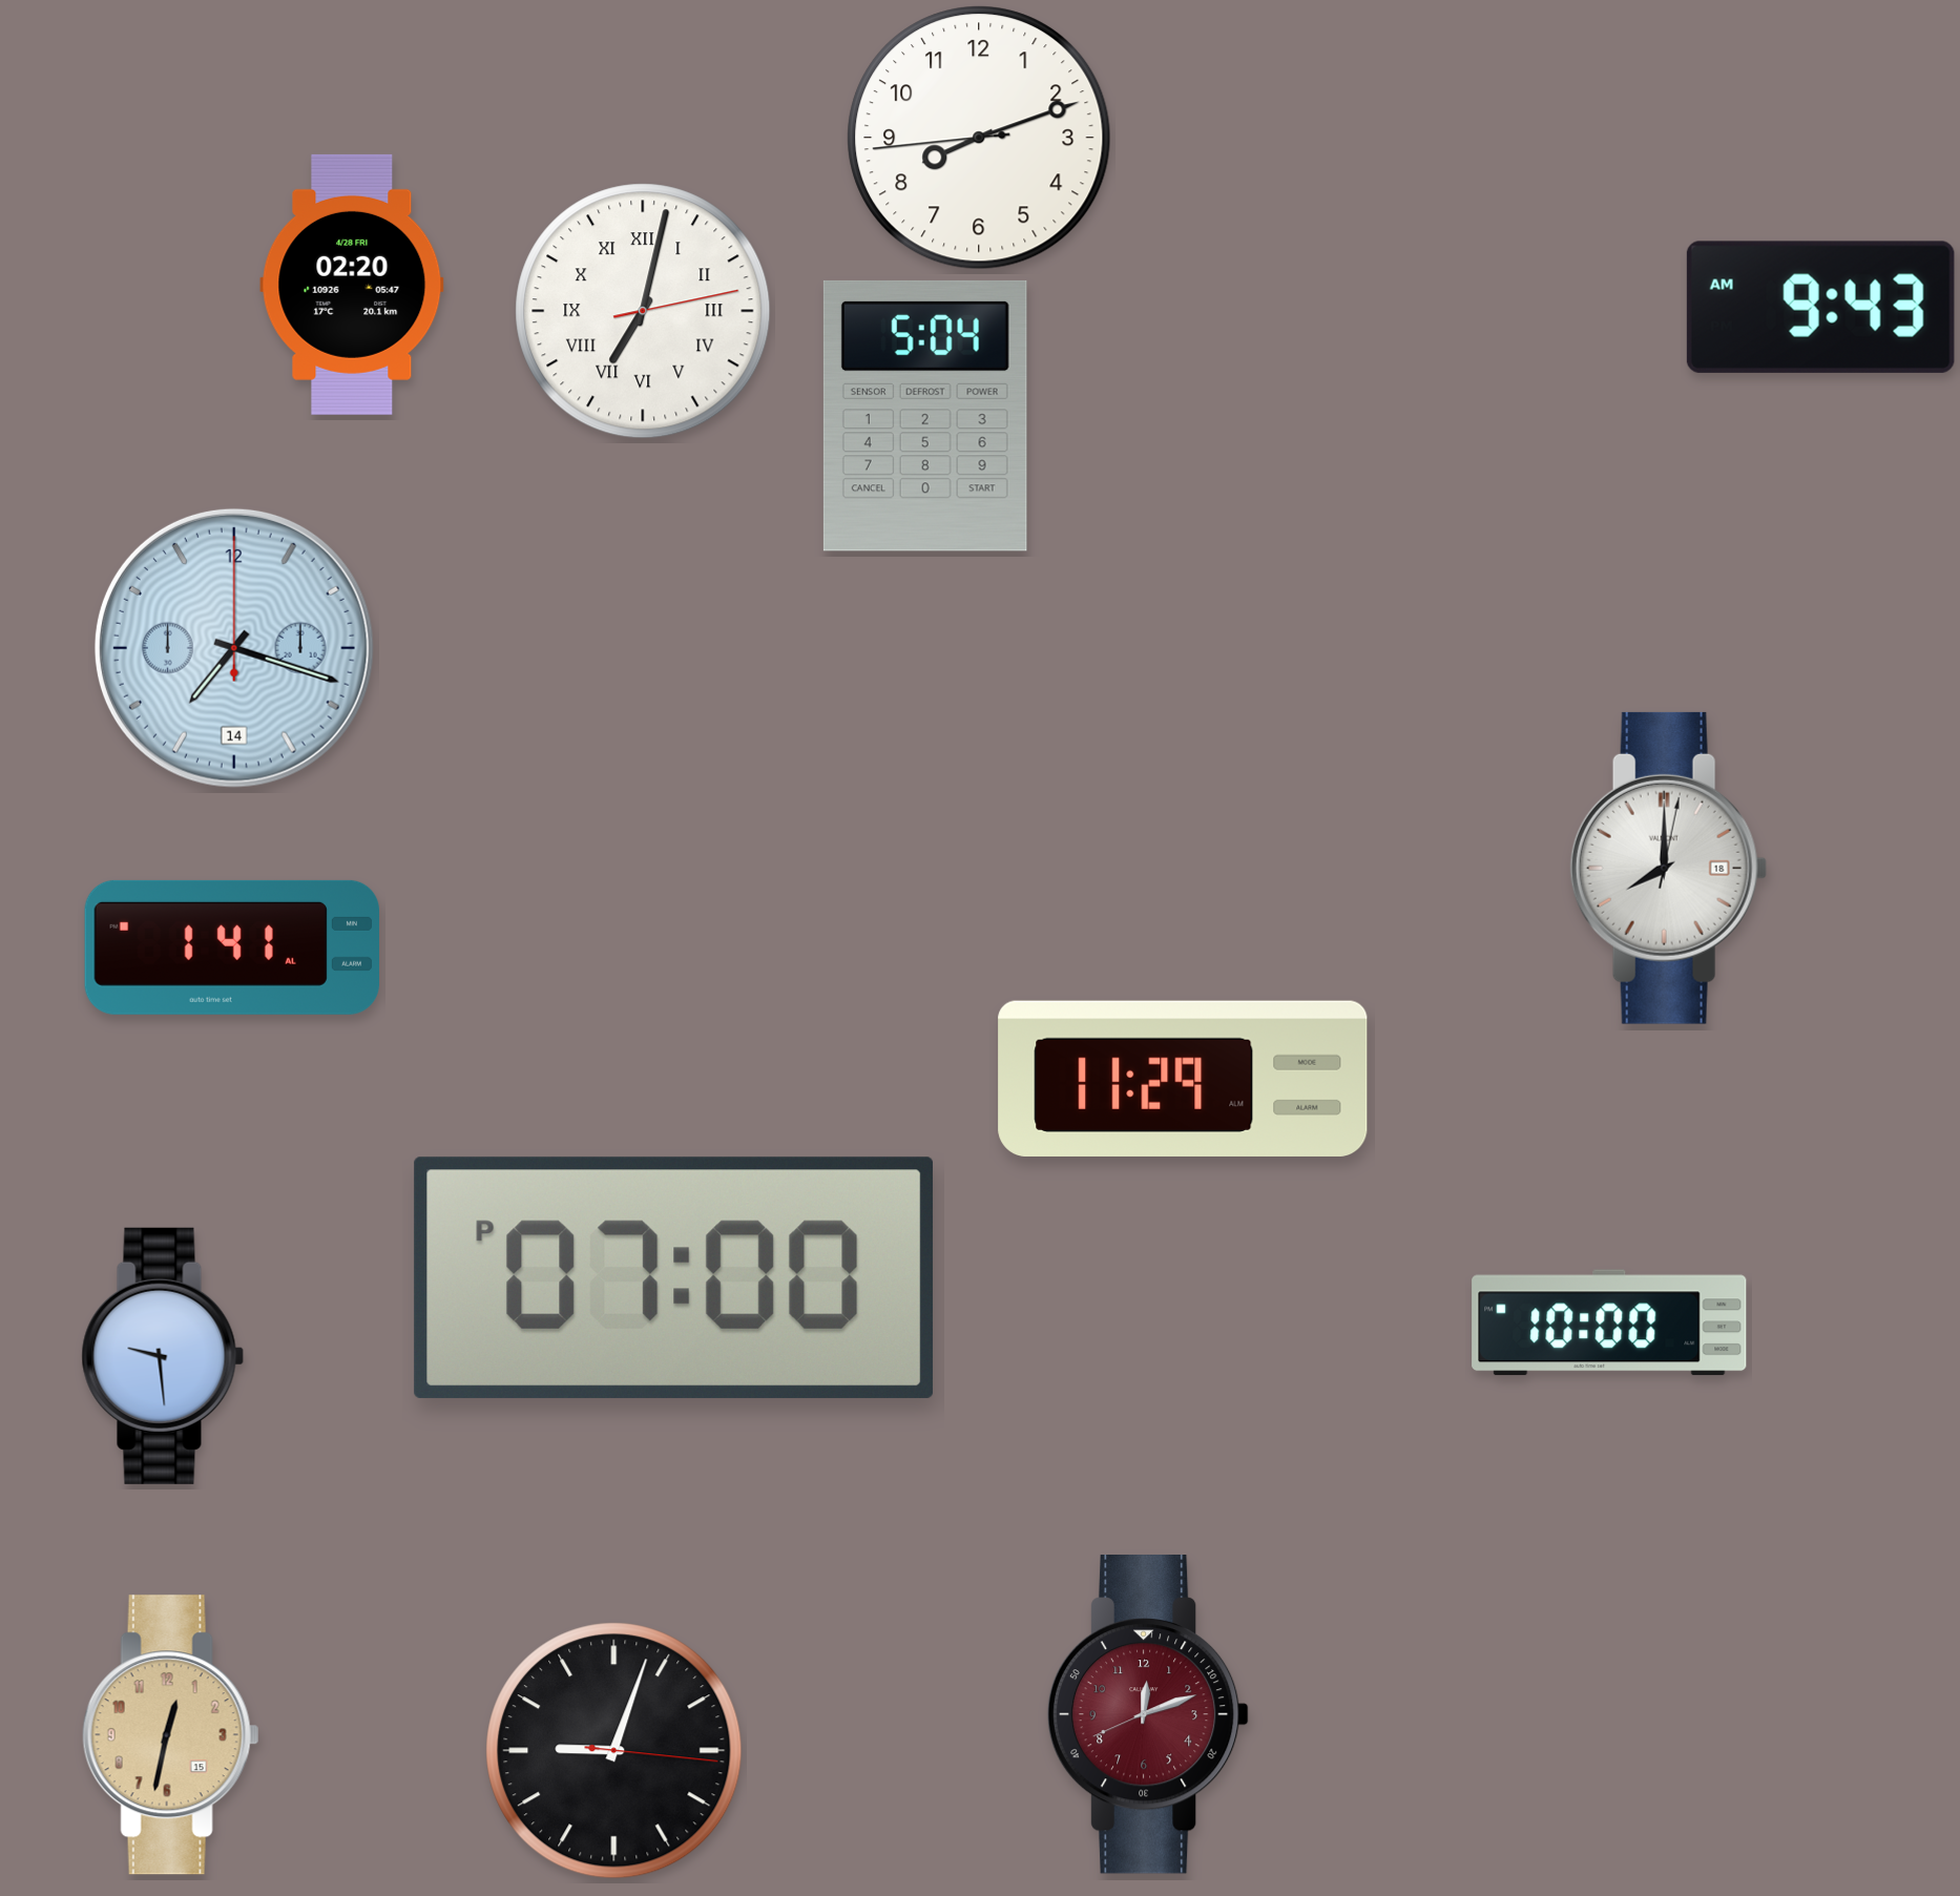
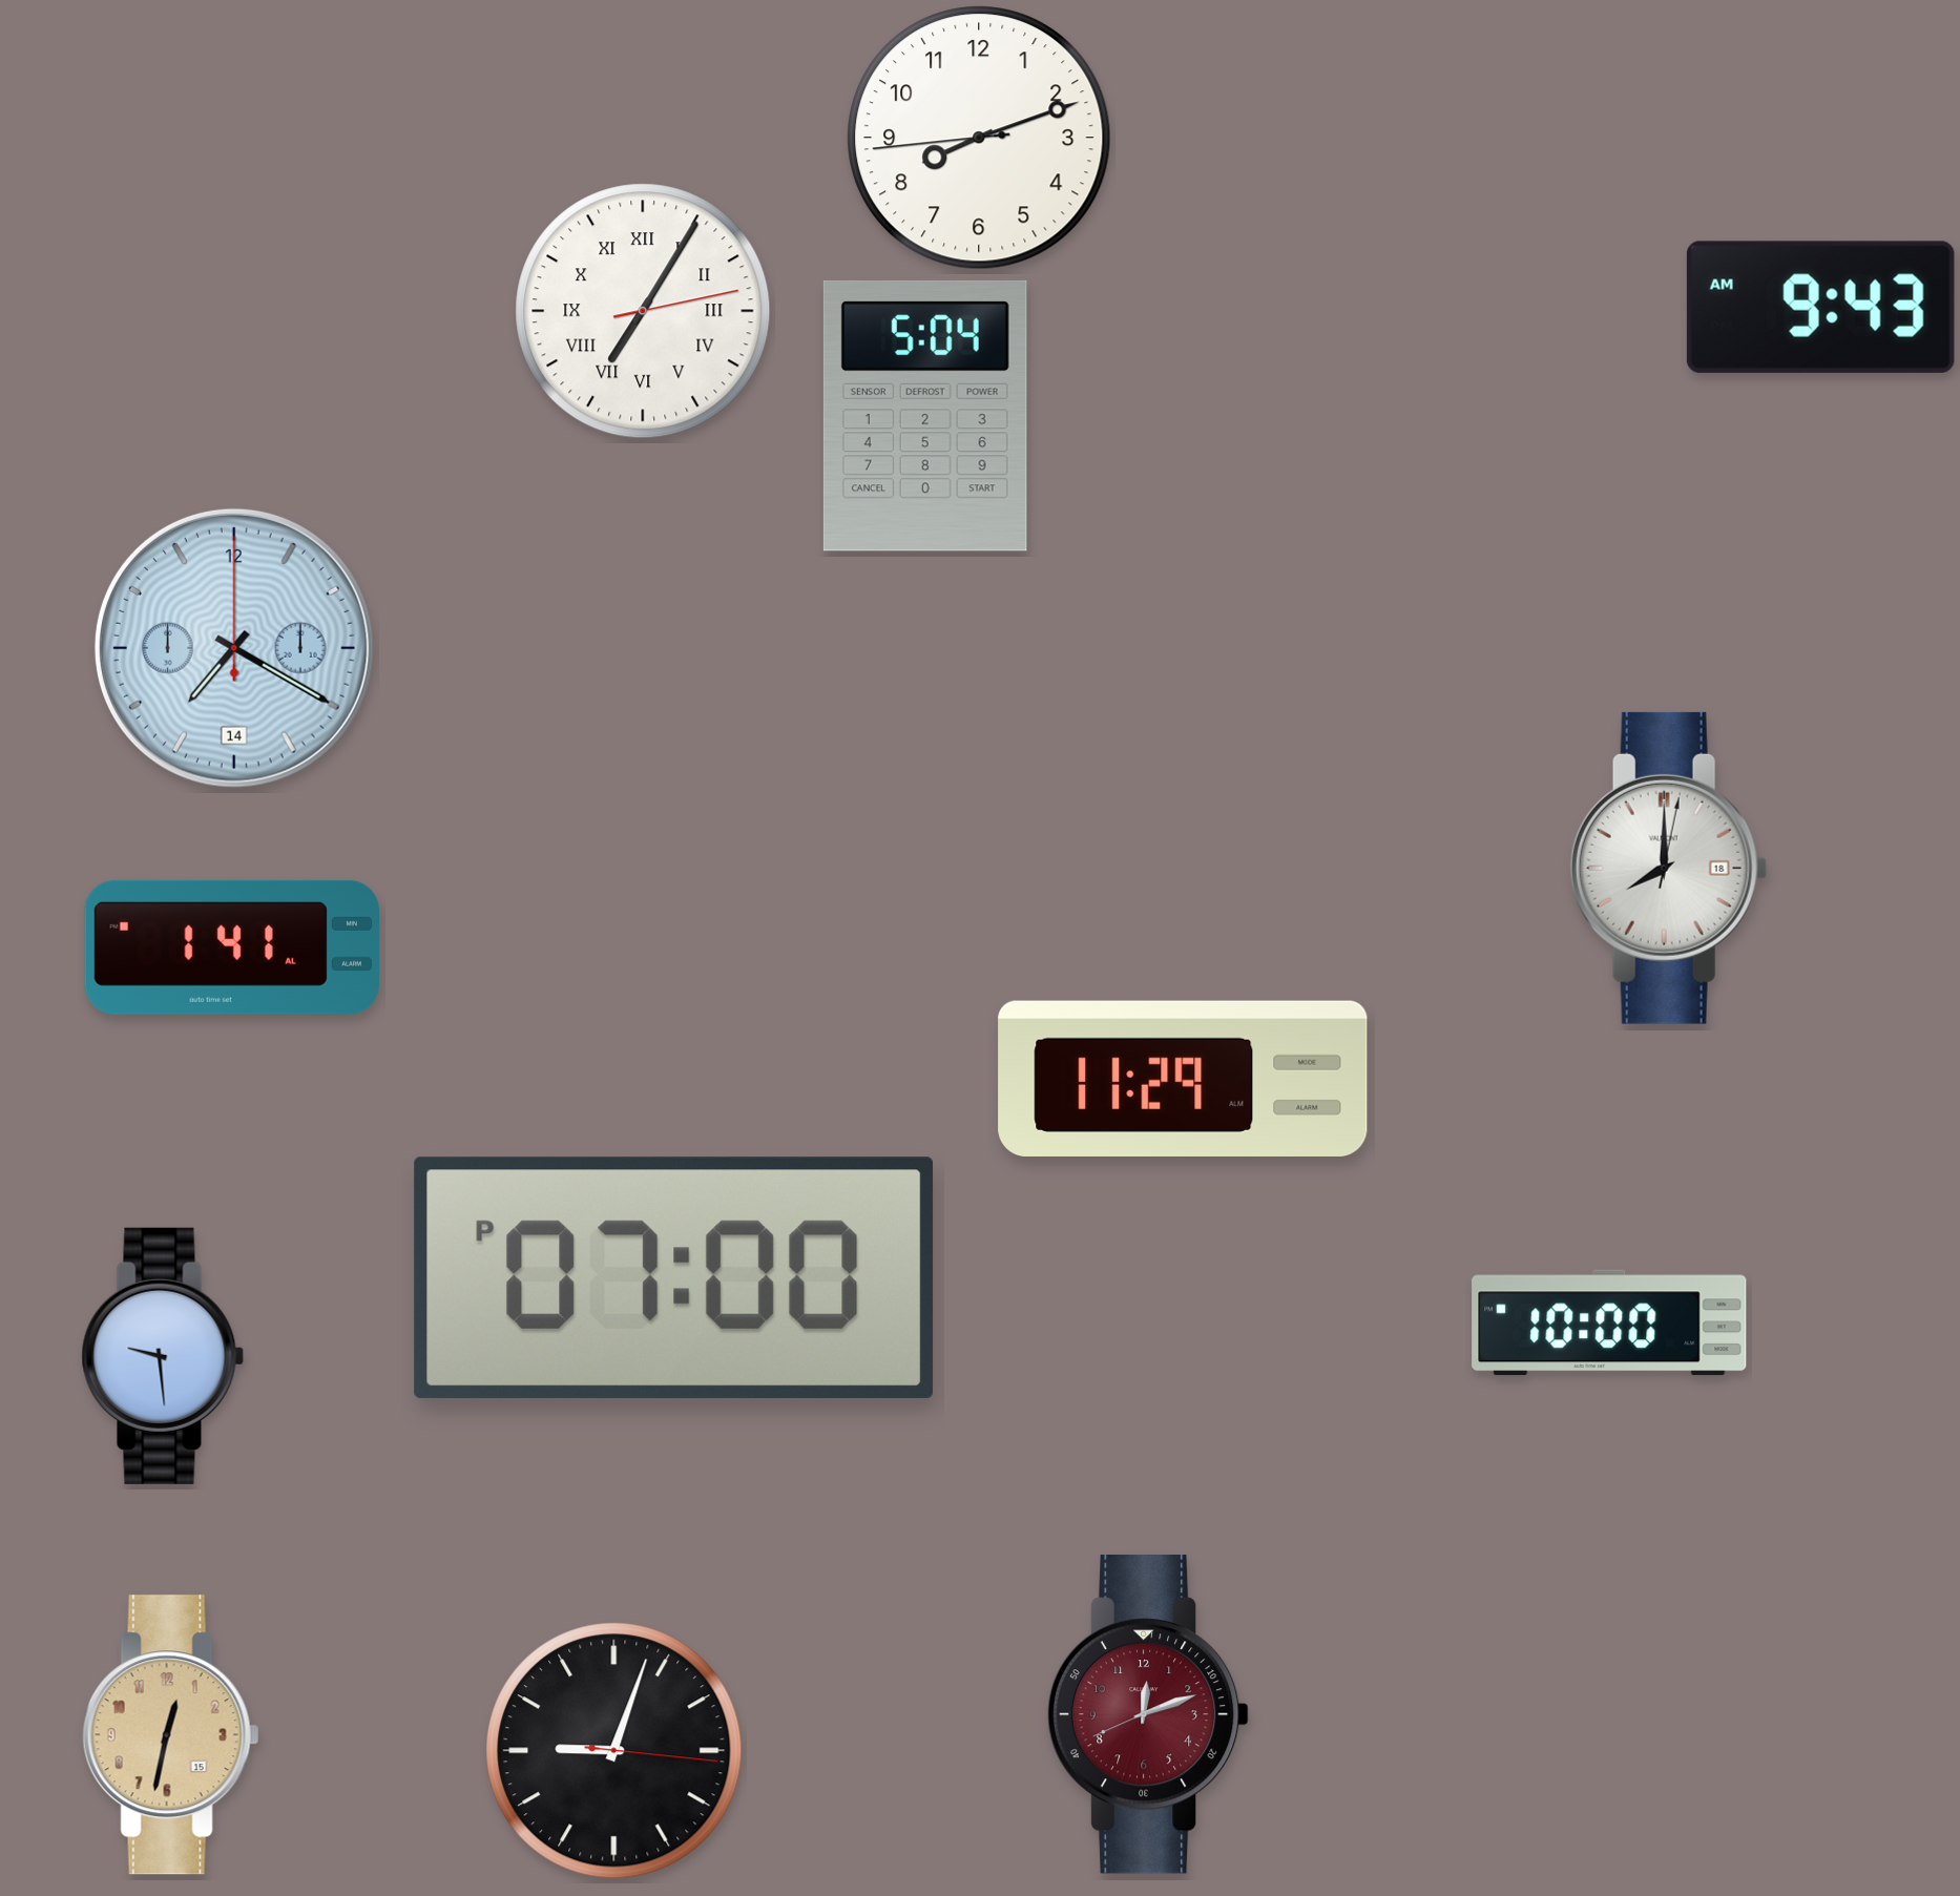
clock at (352, 285): 02:20 -> none
clock at (643, 311): 7:02 -> 7:05
clock at (234, 648): 7:18 -> 7:20
